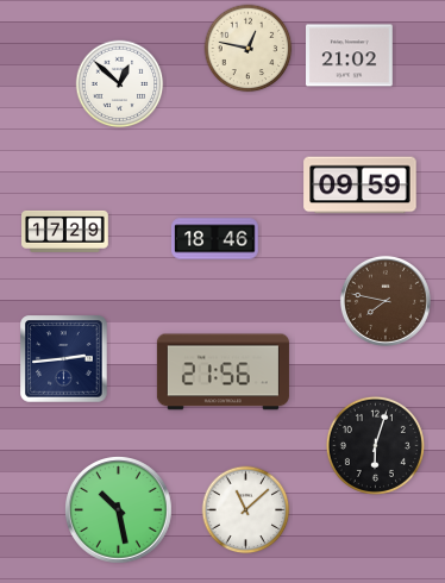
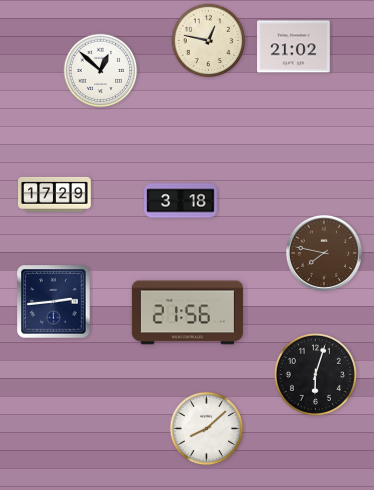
clock at (361, 186): 09:59 -> none
clock at (215, 239): 18:46 -> 3:18
clock at (119, 510): 10:28 -> none
clock at (246, 510): 11:08 -> 8:08
